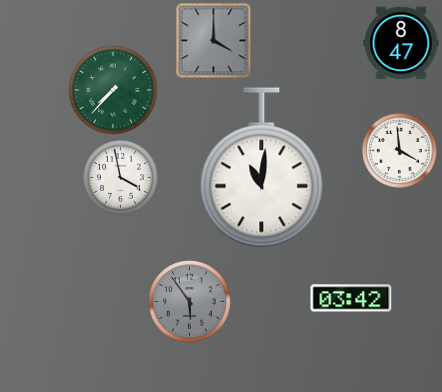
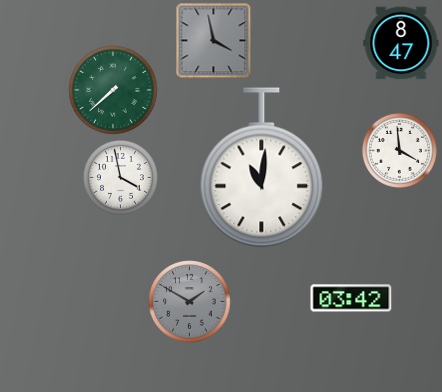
clock at (214, 41): 4:00 -> 3:58
clock at (113, 90): 7:37 -> 7:38
clock at (190, 302): 5:54 -> 1:50
